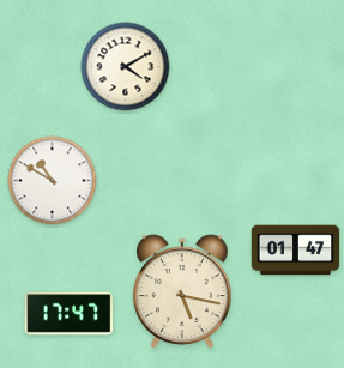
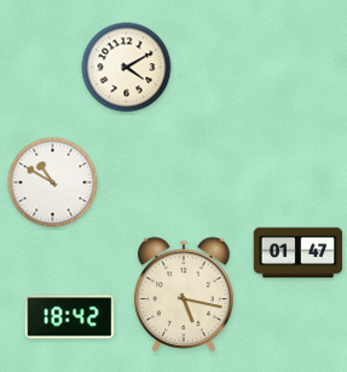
clock at (70, 314): 17:47 -> 18:42
